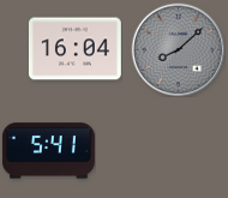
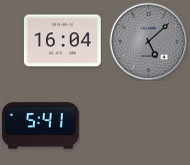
clock at (178, 49): 8:08 -> 5:08
